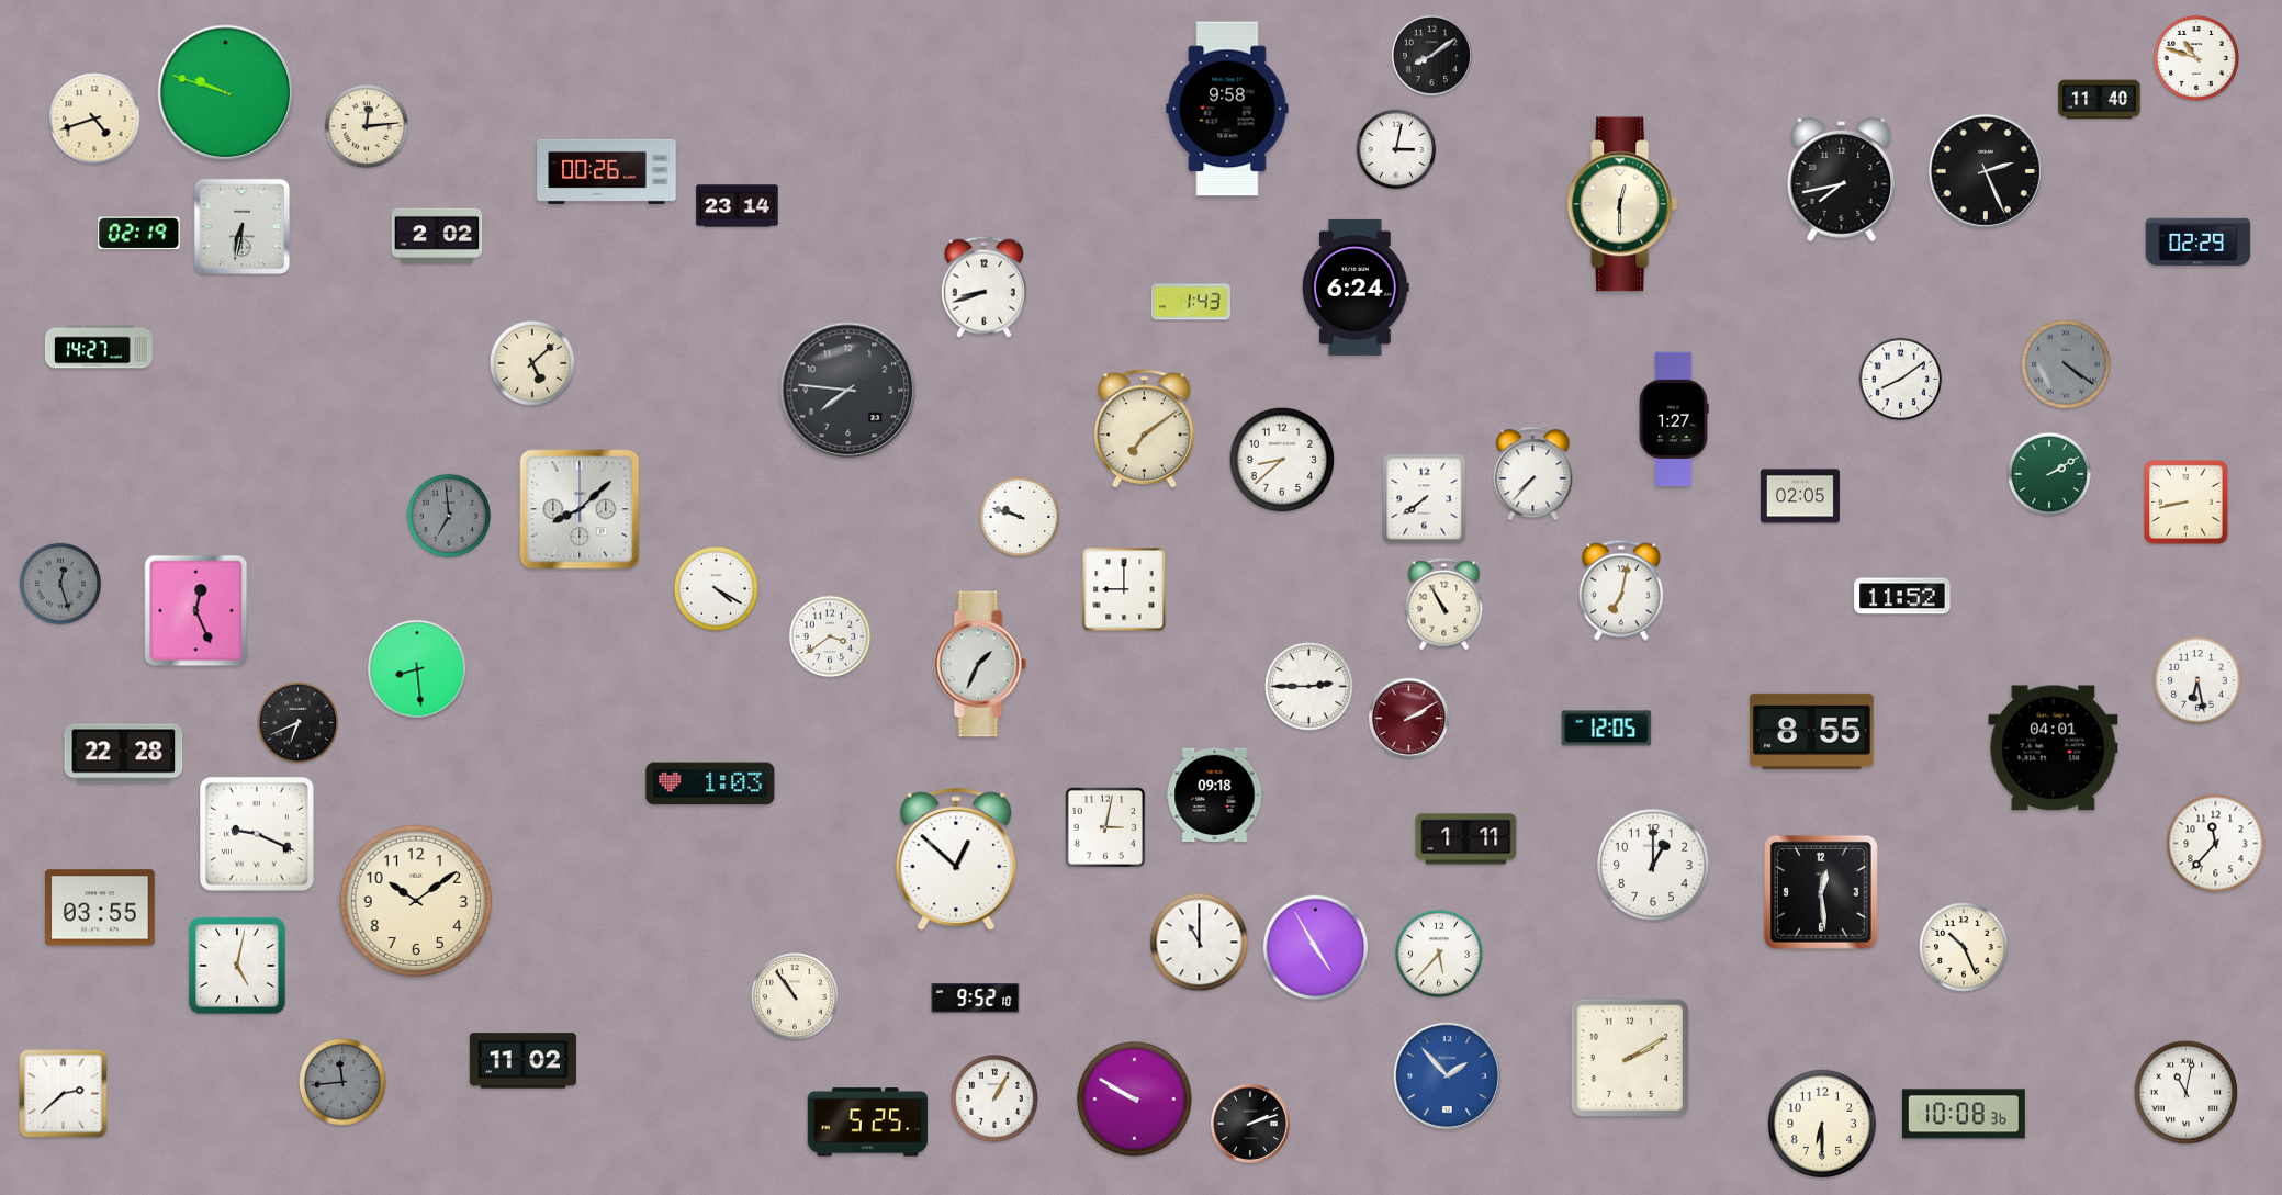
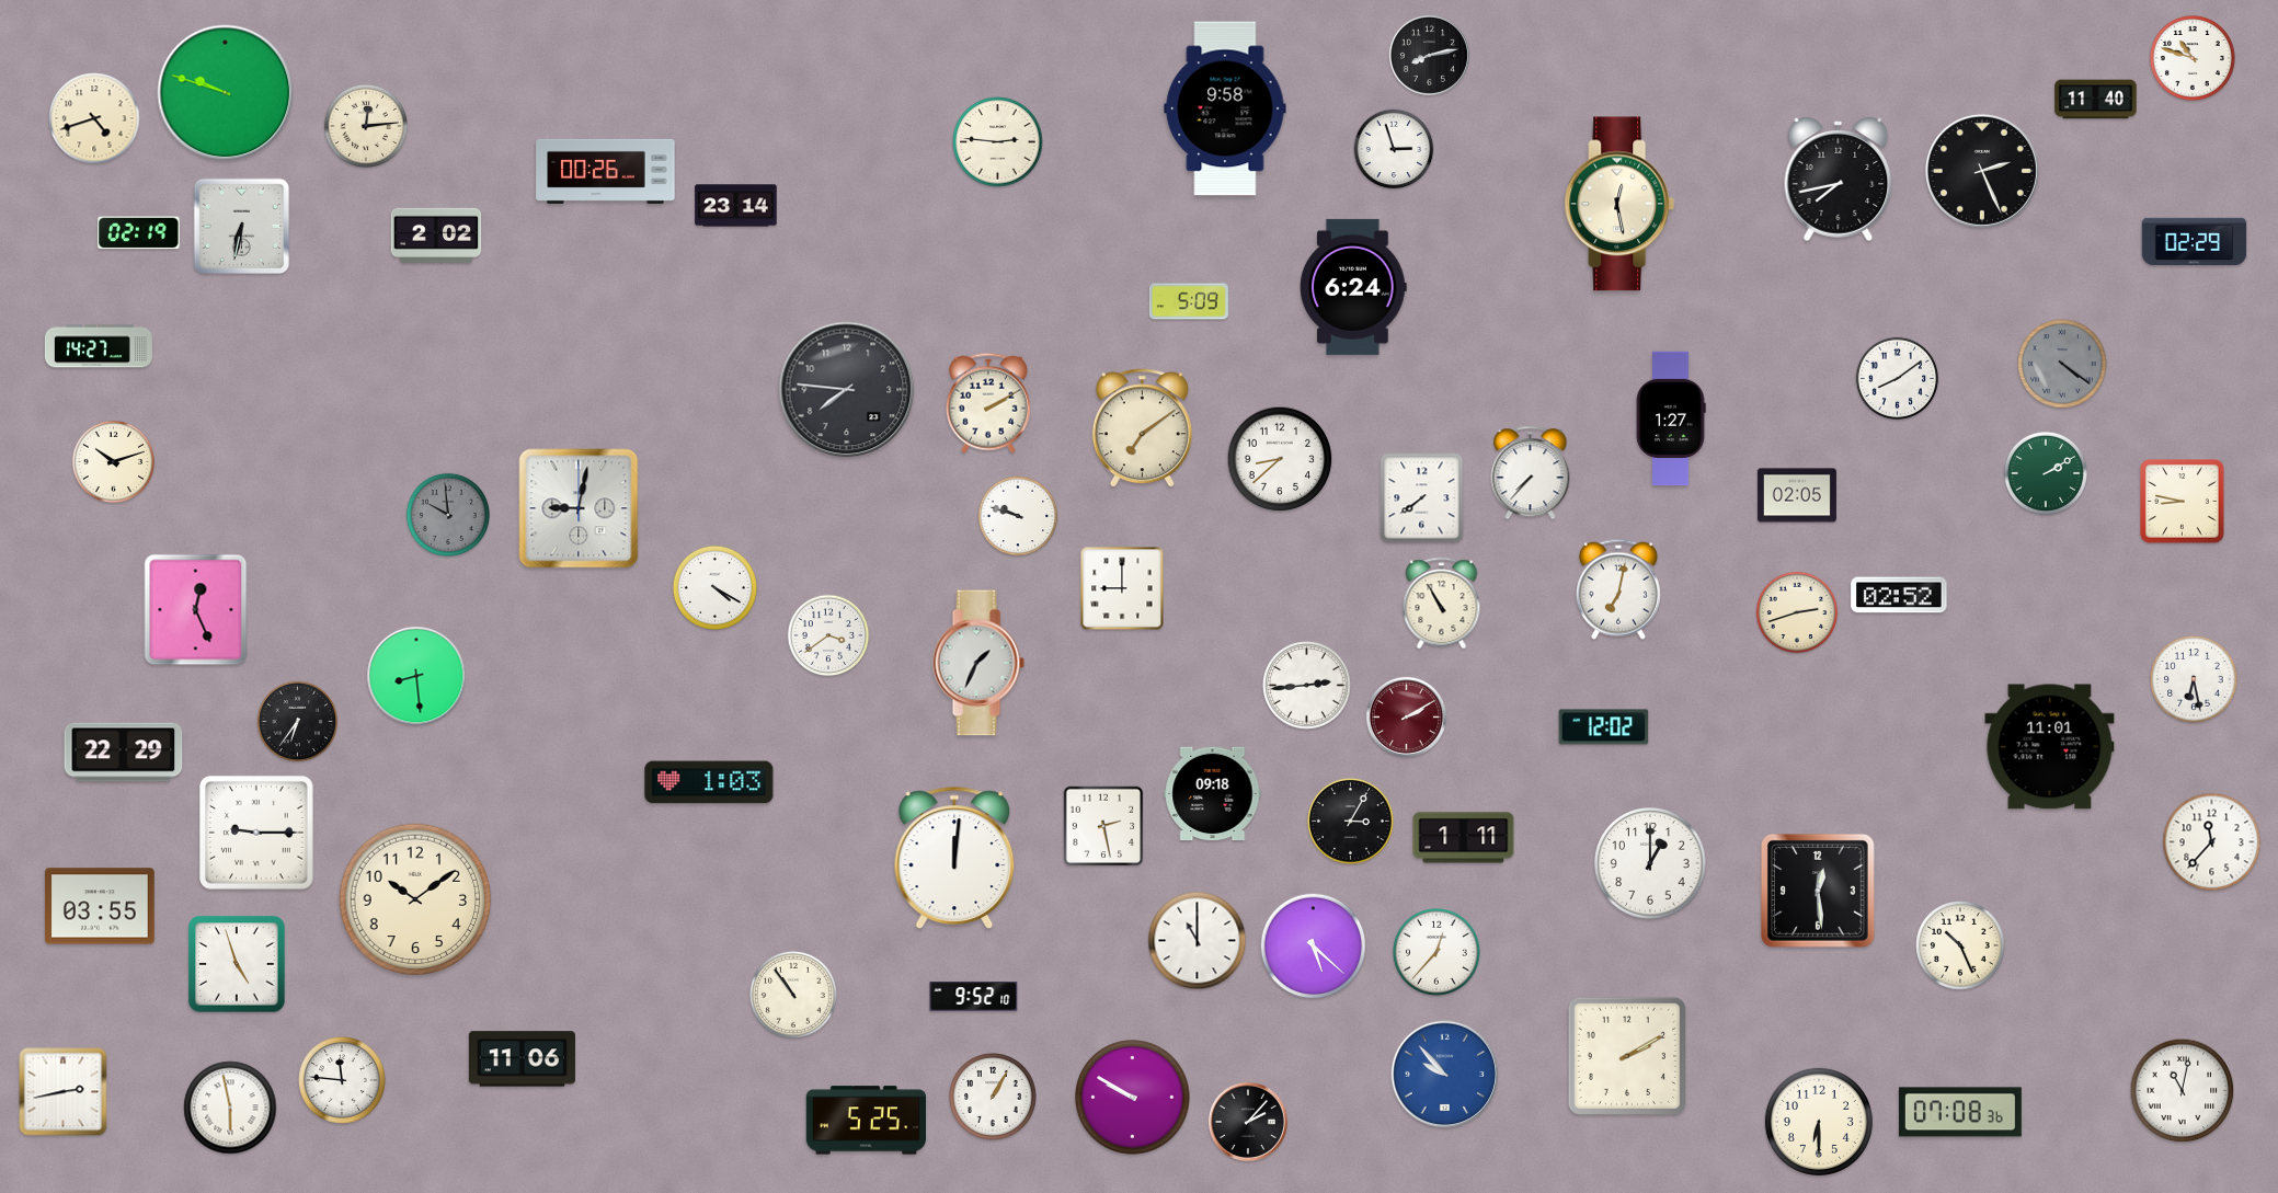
clock at (1431, 55): 8:09 -> 8:13
clock at (998, 142): none -> 2:46
clock at (1396, 149): 3:02 -> 2:57
clock at (1622, 204): 12:30 -> 12:28
clock at (983, 286): 8:42 -> none
clock at (1191, 302): 1:43 -> 5:09
clock at (532, 363): 5:08 -> none
clock at (988, 403): none -> 2:10
clock at (114, 462): none -> 10:12
clock at (2187, 503): 8:43 -> 8:47
clock at (580, 509): 8:08 -> 9:02
clock at (449, 516): 6:59 -> 9:59
clock at (60, 584): 12:27 -> none
clock at (1902, 596): 11:52 -> 02:52
clock at (1797, 612): none -> 2:42
clock at (417, 669) position: (417, 669) -> (416, 676)
clock at (1309, 687): 2:45 -> 2:44
clock at (299, 723): 6:41 -> 6:36
clock at (1607, 729): 12:05 -> 12:02
clock at (1812, 731): 8:55 -> none
clock at (2054, 748): 04:01 -> 11:01
clock at (124, 754): 22:28 -> 22:29
clock at (1350, 821): none -> 3:05
clock at (1105, 827): 3:02 -> 2:28
clock at (257, 834): 9:19 -> 9:15
clock at (956, 859): 12:52 -> 12:01
clock at (1316, 948): 4:55 -> 5:22
clock at (1440, 955): 5:37 -> 12:37
clock at (237, 966): 5:02 -> 4:57
clock at (522, 1061): 11:02 -> 11:06
clock at (1448, 1076): 1:53 -> 9:53
clock at (344, 1083): 11:44 -> 11:46
clock at (344, 1083) dial: grey -> white
clock at (64, 1094): 2:38 -> 2:43
clock at (230, 1108): none -> 5:58
clock at (1964, 1114): 10:08 -> 07:08
clock at (1250, 1124): 2:12 -> 2:07
